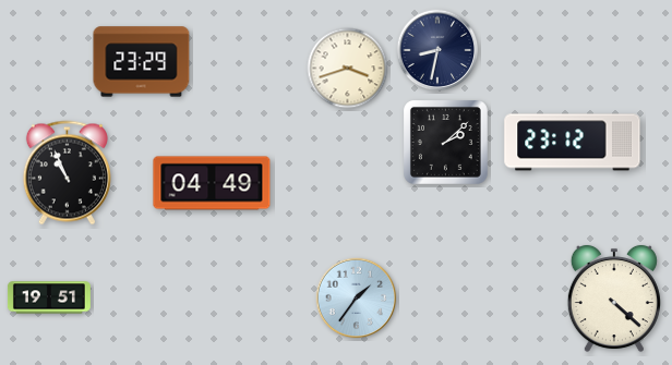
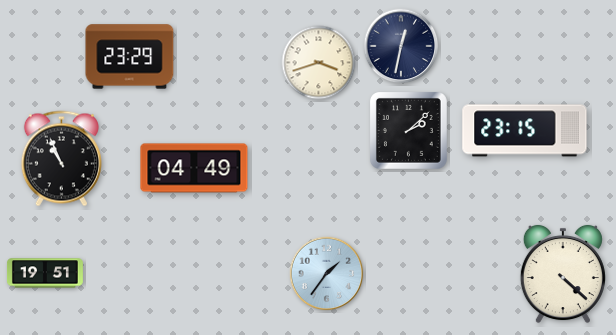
clock at (437, 50): 8:32 -> 12:32
clock at (573, 143): 23:12 -> 23:15
